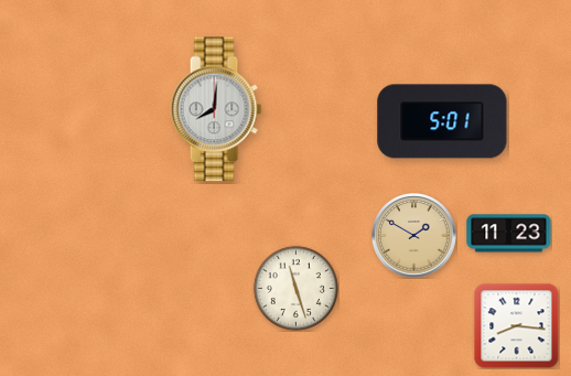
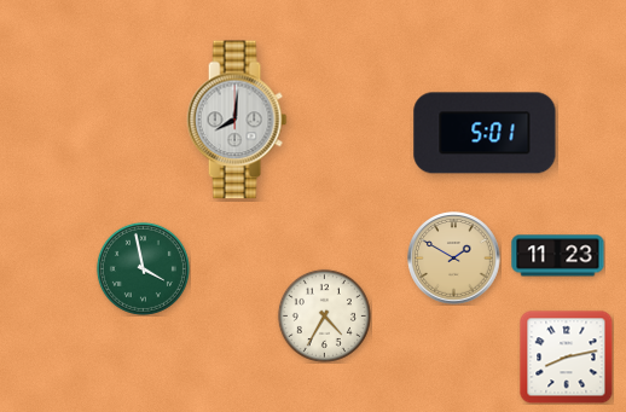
clock at (143, 268): none -> 3:58
clock at (295, 288): 11:27 -> 4:35
clock at (516, 325): 8:16 -> 8:13
